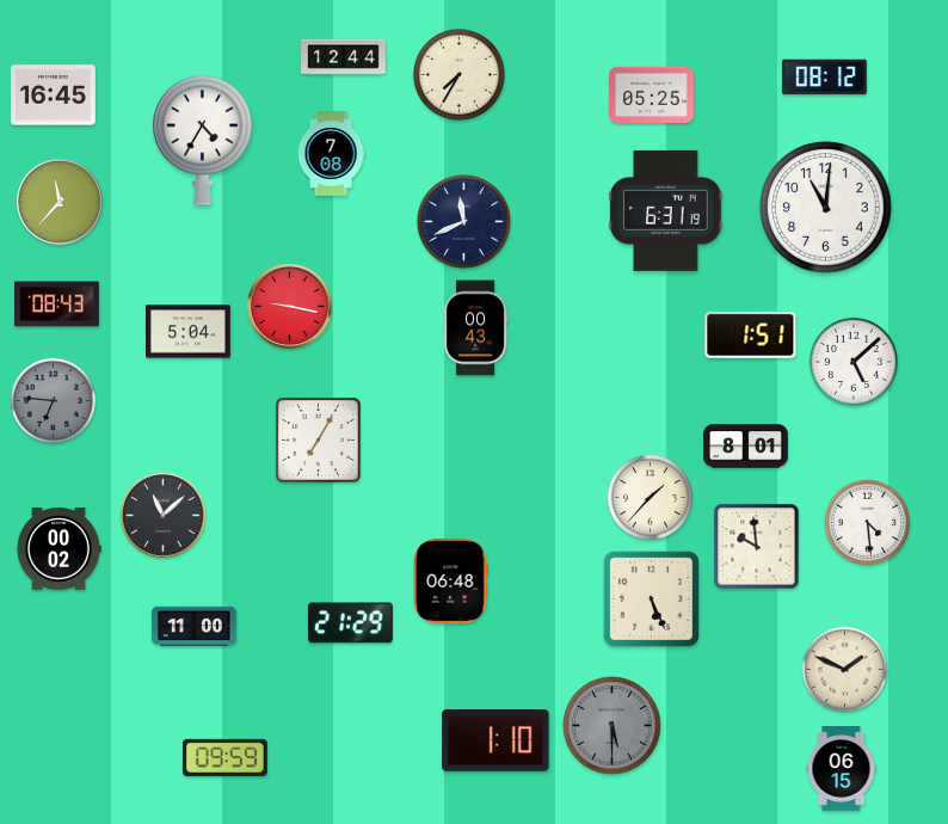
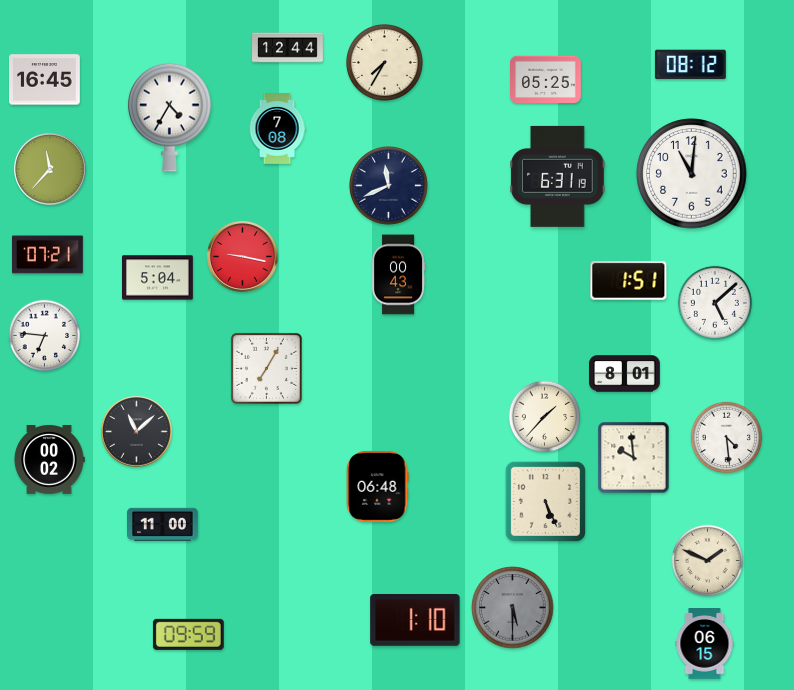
clock at (57, 305): 08:43 -> 07:21
clock at (54, 401) dial: grey -> white
clock at (350, 623): 21:29 -> none
